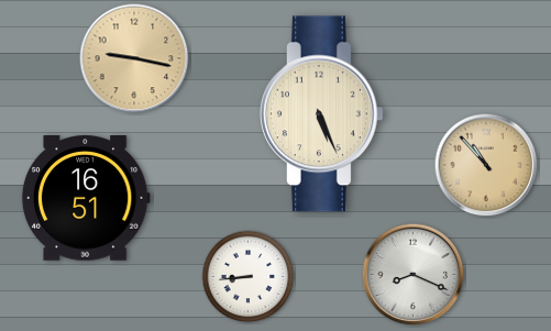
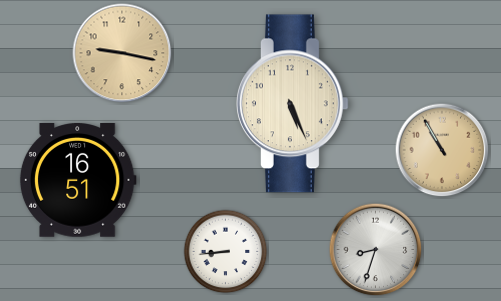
clock at (486, 165): 10:53 -> 10:55
clock at (414, 275): 8:19 -> 8:33
